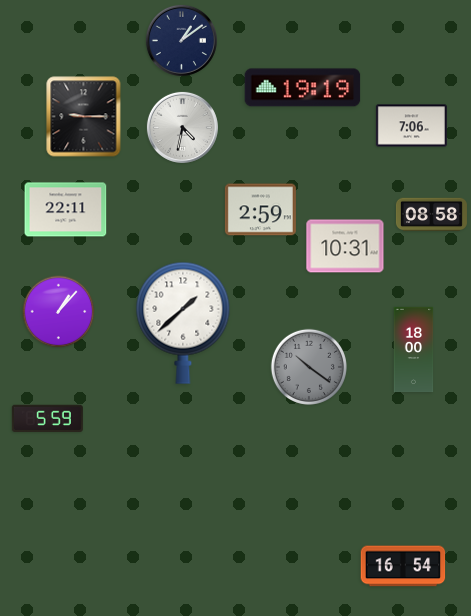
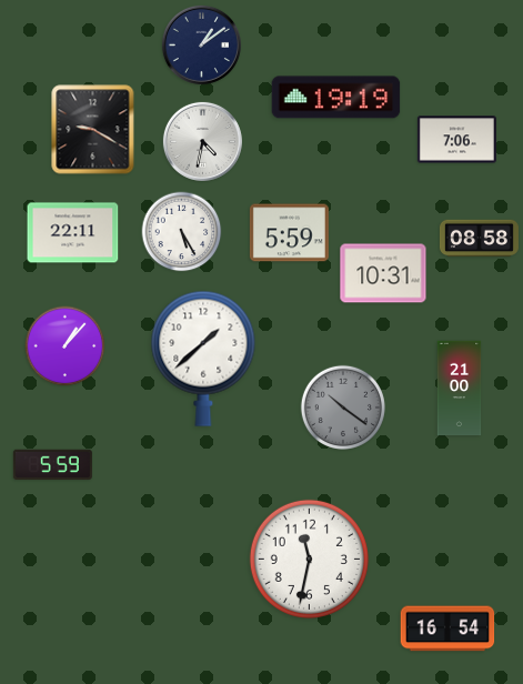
clock at (84, 117): 9:15 -> 9:20
clock at (182, 232): none -> 5:25
clock at (260, 210): 2:59 -> 5:59
clock at (414, 350): 18:00 -> 21:00
clock at (309, 559): none -> 11:32
